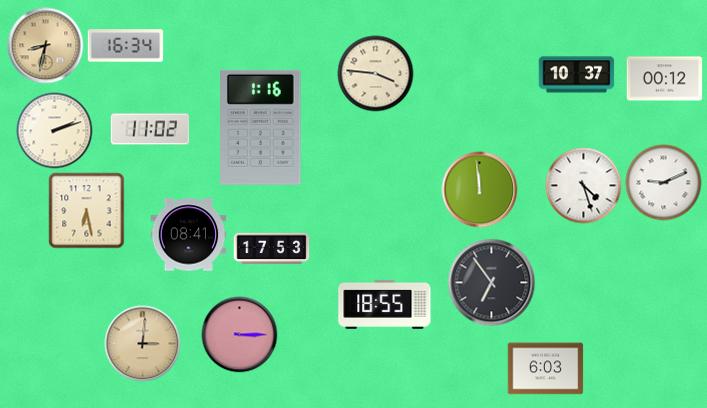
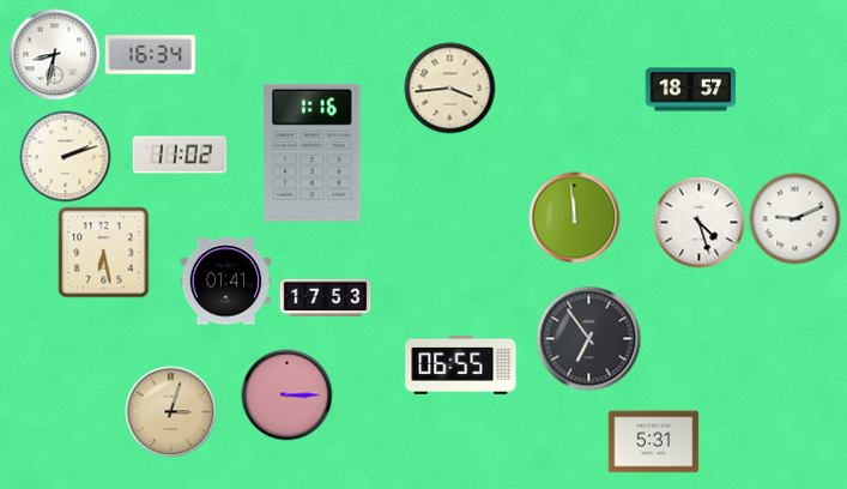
clock at (46, 46) dial: champagne -> white
clock at (376, 74): 3:46 -> 3:44
clock at (577, 75): 10:37 -> 18:57
clock at (665, 79): 00:12 -> none
clock at (480, 190) position: (480, 190) -> (575, 218)
clock at (189, 235): 08:41 -> 01:41
clock at (385, 304): 18:55 -> 06:55
clock at (240, 335) position: (240, 335) -> (288, 396)
clock at (143, 344): 3:01 -> 3:03
clock at (546, 369): 6:03 -> 5:31
